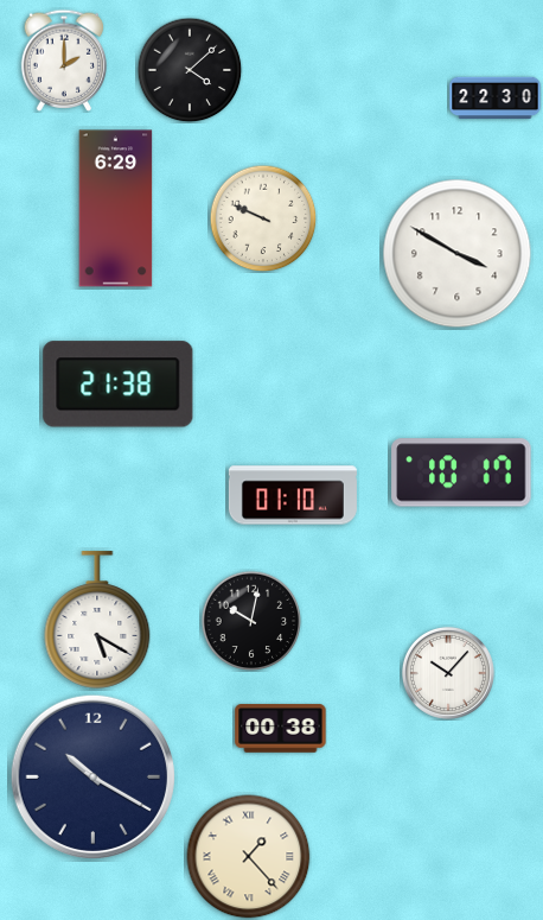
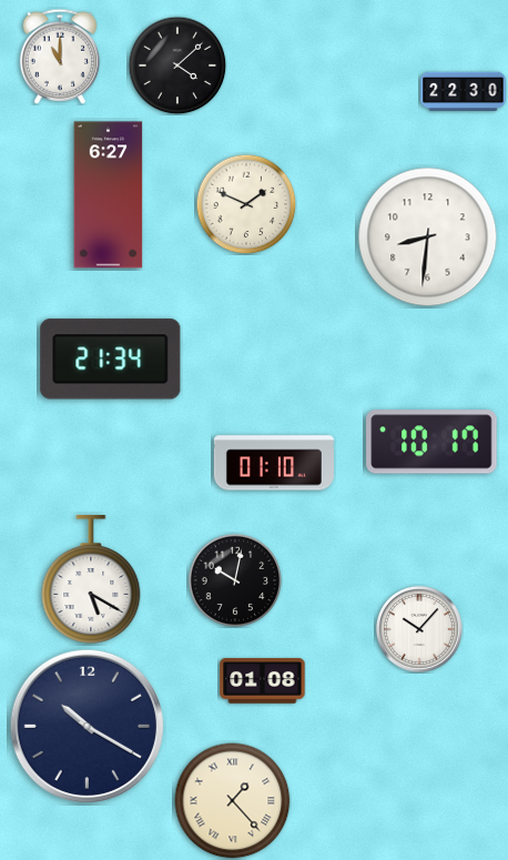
clock at (63, 61): 2:00 -> 11:00
clock at (116, 209): 6:29 -> 6:27
clock at (263, 218): 9:49 -> 1:49
clock at (458, 254): 3:50 -> 8:31
clock at (119, 385): 21:38 -> 21:34
clock at (281, 729): 00:38 -> 01:08
